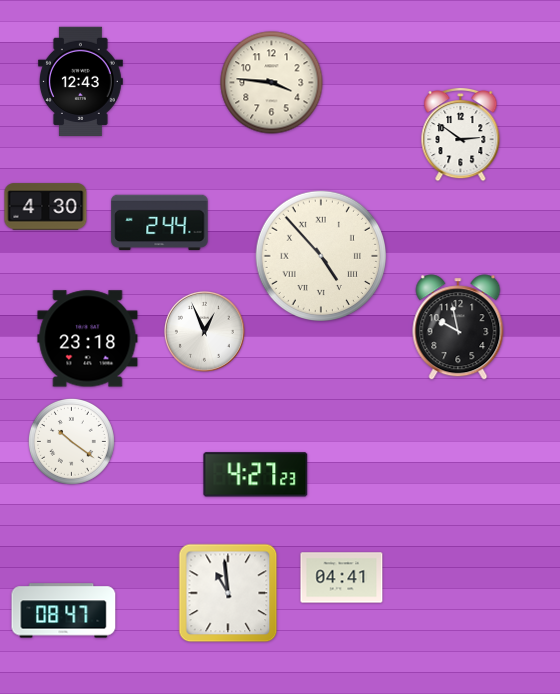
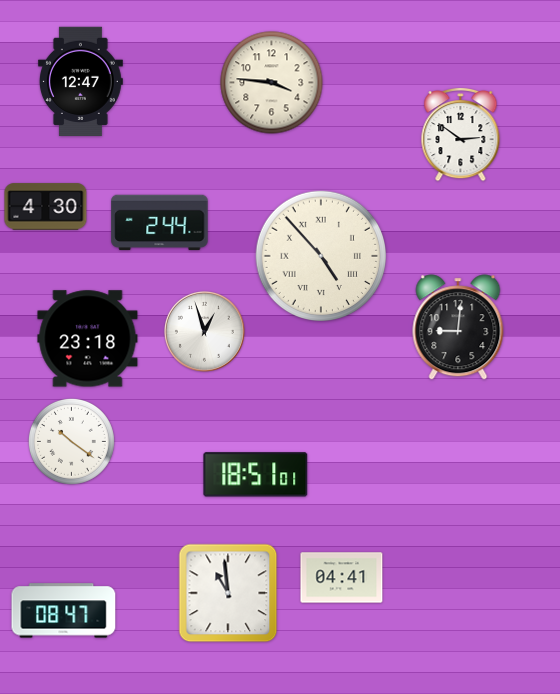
clock at (80, 82): 12:43 -> 12:47
clock at (458, 327): 9:58 -> 9:01
clock at (204, 331): 12:56 -> 12:57
clock at (256, 475): 4:27 -> 18:51
